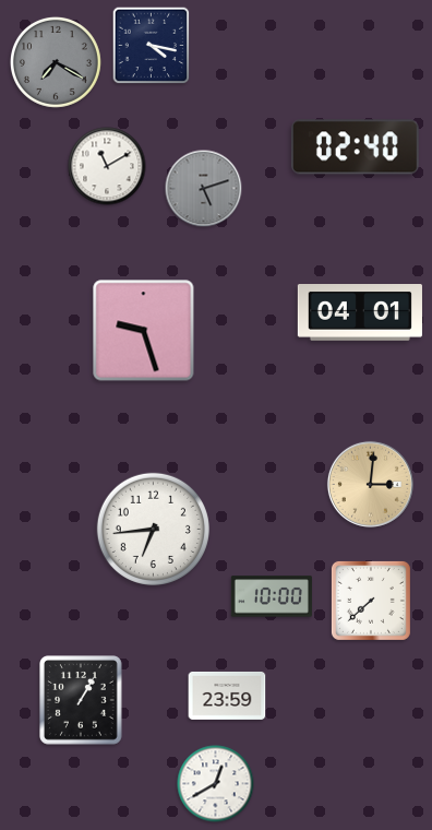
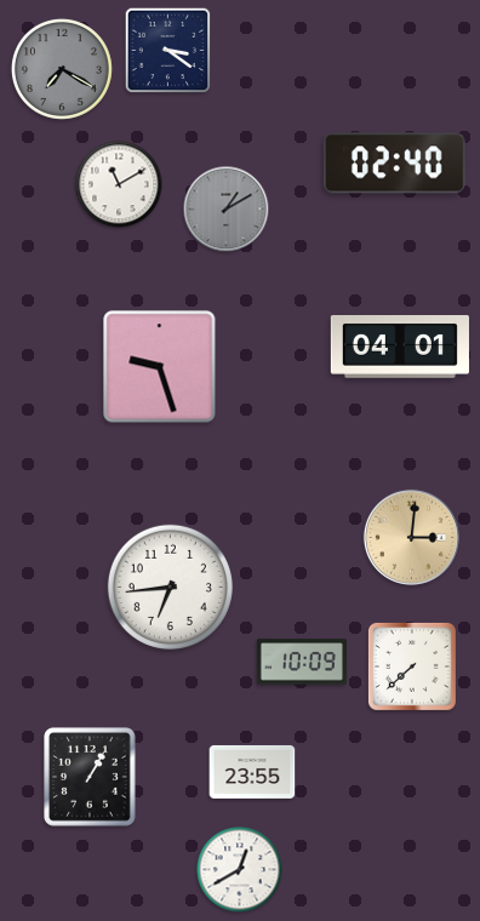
clock at (152, 46): 4:17 -> 3:21
clock at (204, 189): 5:12 -> 1:10
clock at (272, 596): 10:00 -> 10:09
clock at (227, 696): 23:59 -> 23:55
